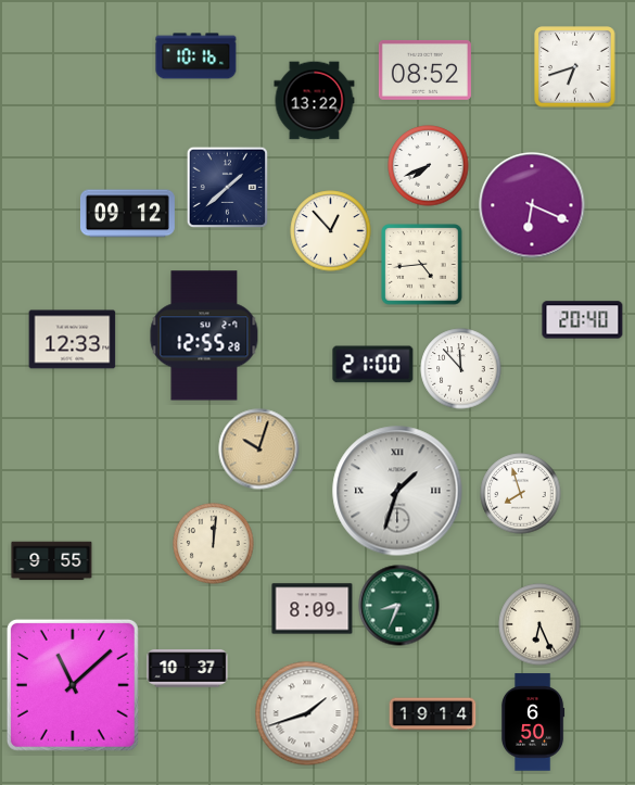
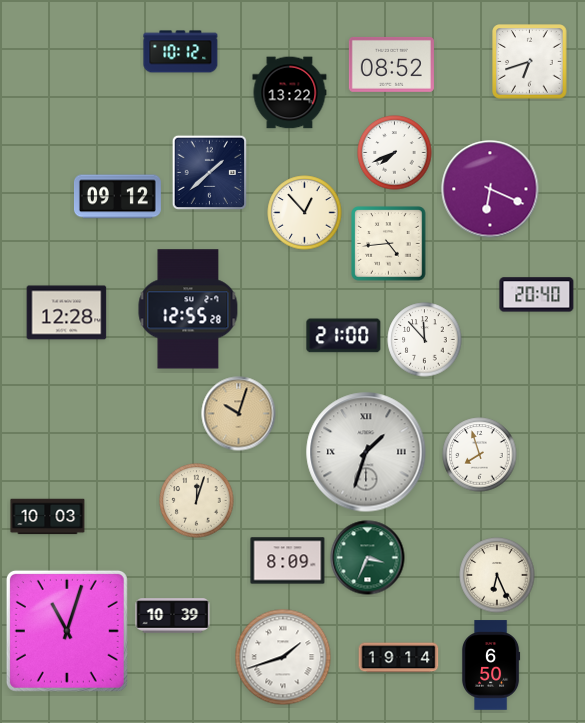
clock at (196, 56): 10:16 -> 10:12
clock at (73, 340): 12:33 -> 12:28
clock at (214, 544): 12:01 -> 12:03
clock at (52, 561): 9:55 -> 10:03
clock at (399, 606): 8:34 -> 3:34
clock at (188, 669): 10:37 -> 10:39
clock at (73, 685): 11:08 -> 11:03
